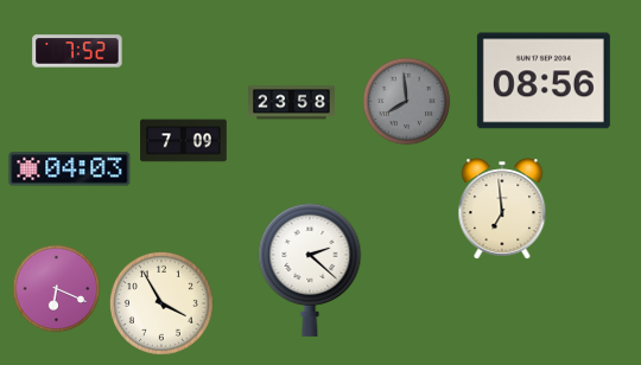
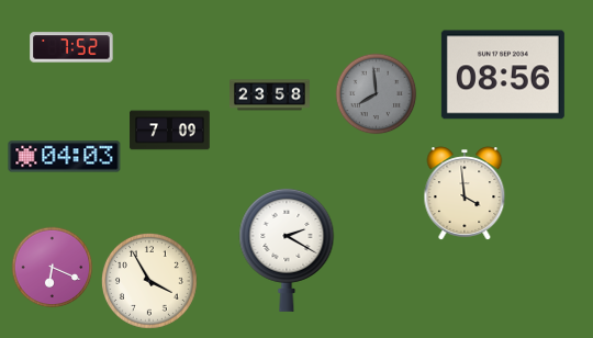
clock at (502, 209): 6:59 -> 3:59
clock at (310, 269): 2:22 -> 2:20
